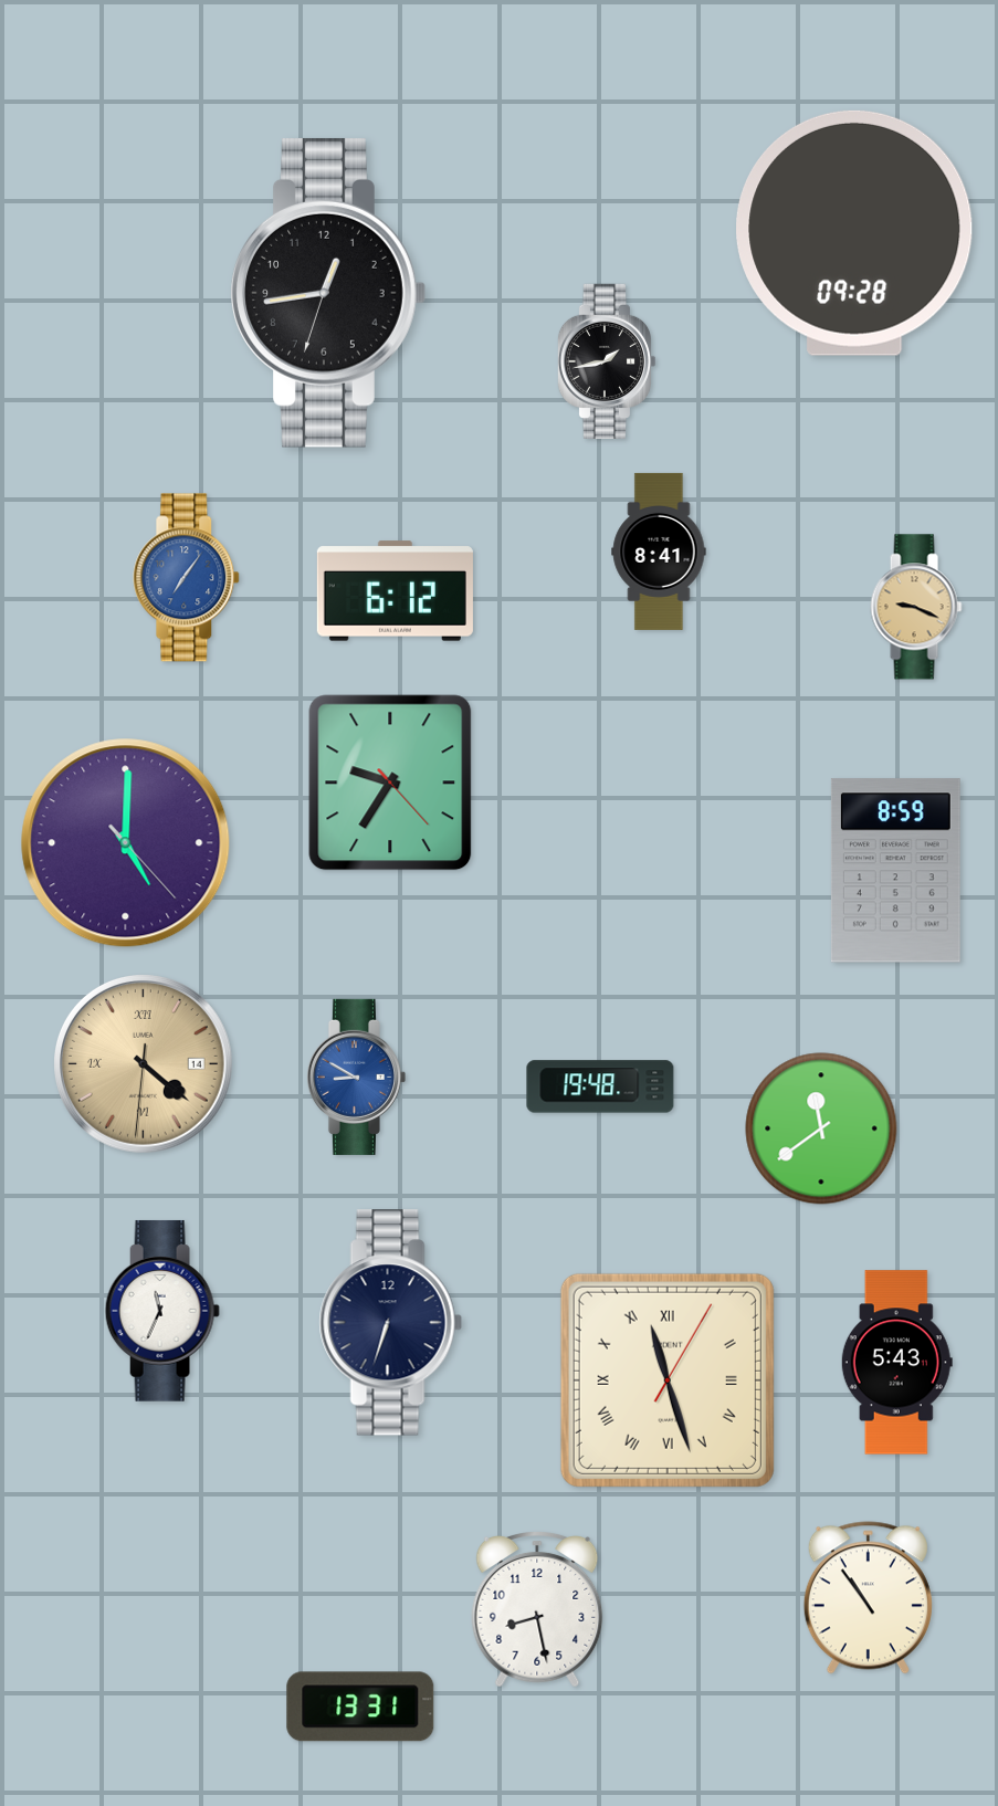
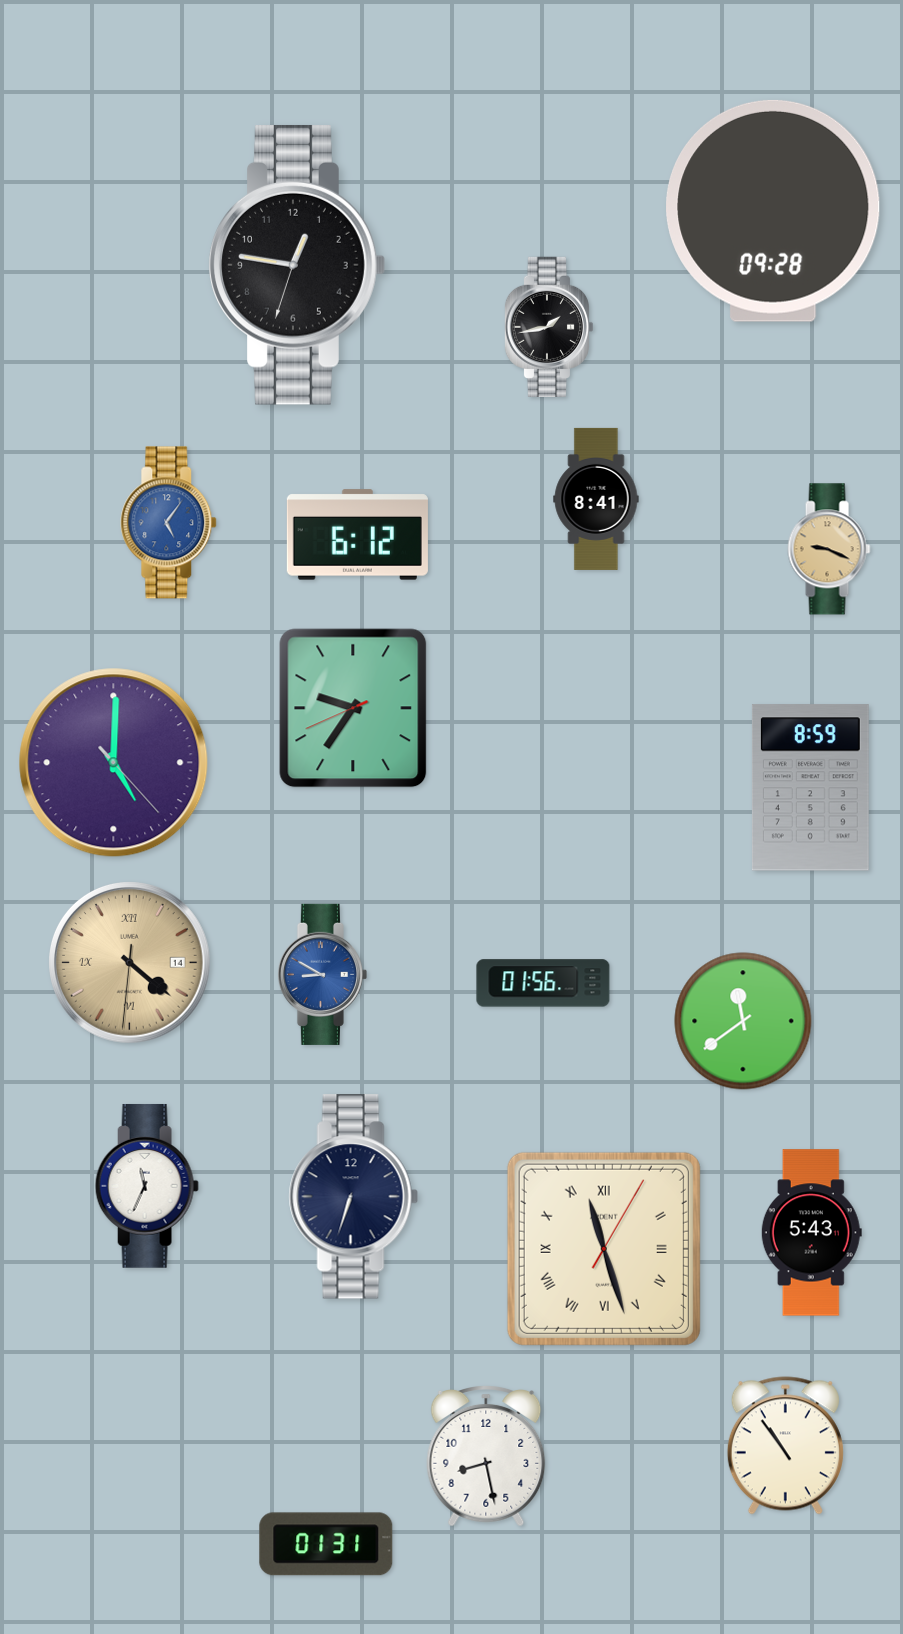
clock at (328, 293): 12:43 -> 12:46
clock at (187, 578): 7:06 -> 5:06
clock at (390, 783): 9:35:23 -> 9:35:41
clock at (600, 1086): 19:48 -> 01:56
clock at (360, 1707): 13:31 -> 01:31
